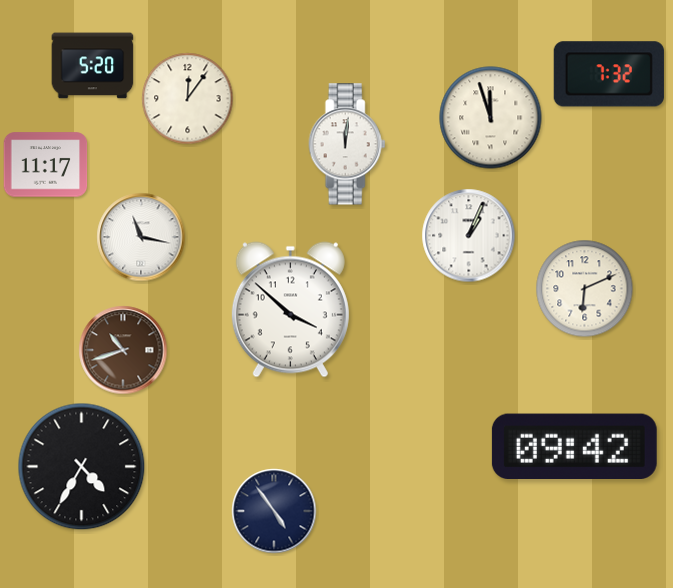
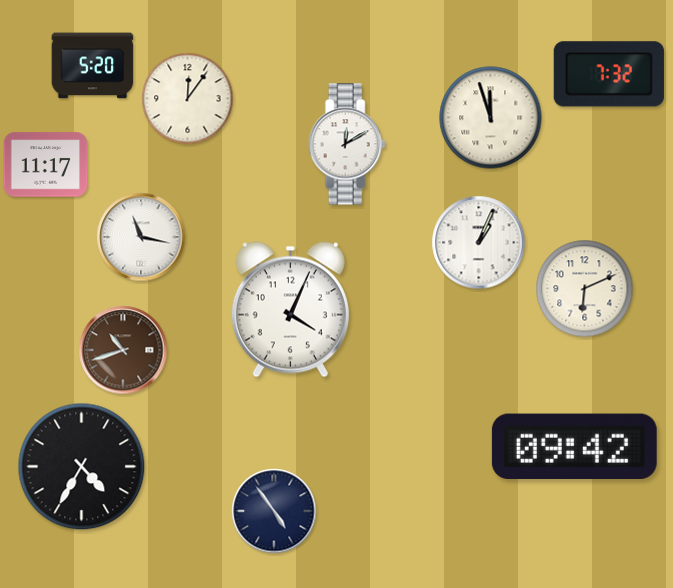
clock at (347, 144): 12:01 -> 12:10
clock at (469, 236) position: (469, 236) -> (479, 243)
clock at (290, 310): 3:52 -> 4:04
